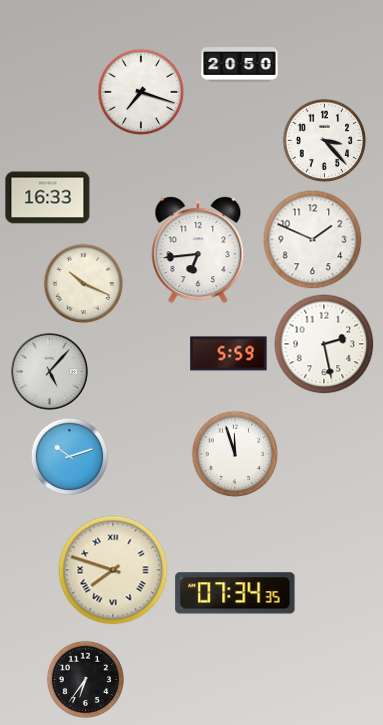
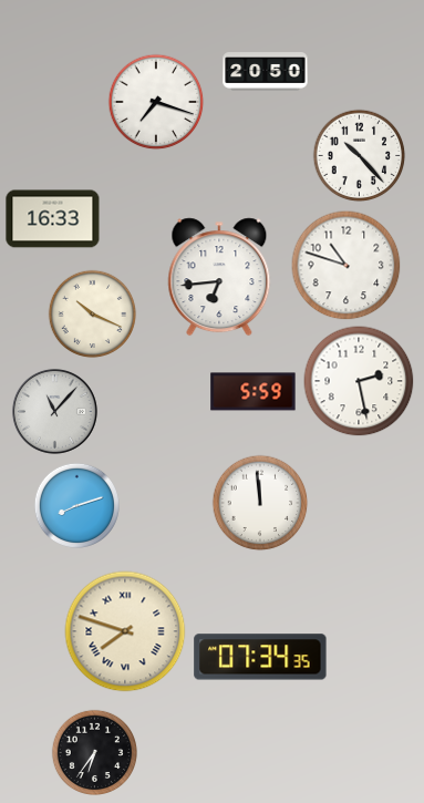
clock at (324, 140): 3:23 -> 10:23
clock at (313, 240): 1:49 -> 10:48
clock at (49, 371): 5:07 -> 11:07
clock at (235, 454): 11:57 -> 11:59
clock at (69, 456): 10:12 -> 8:12
